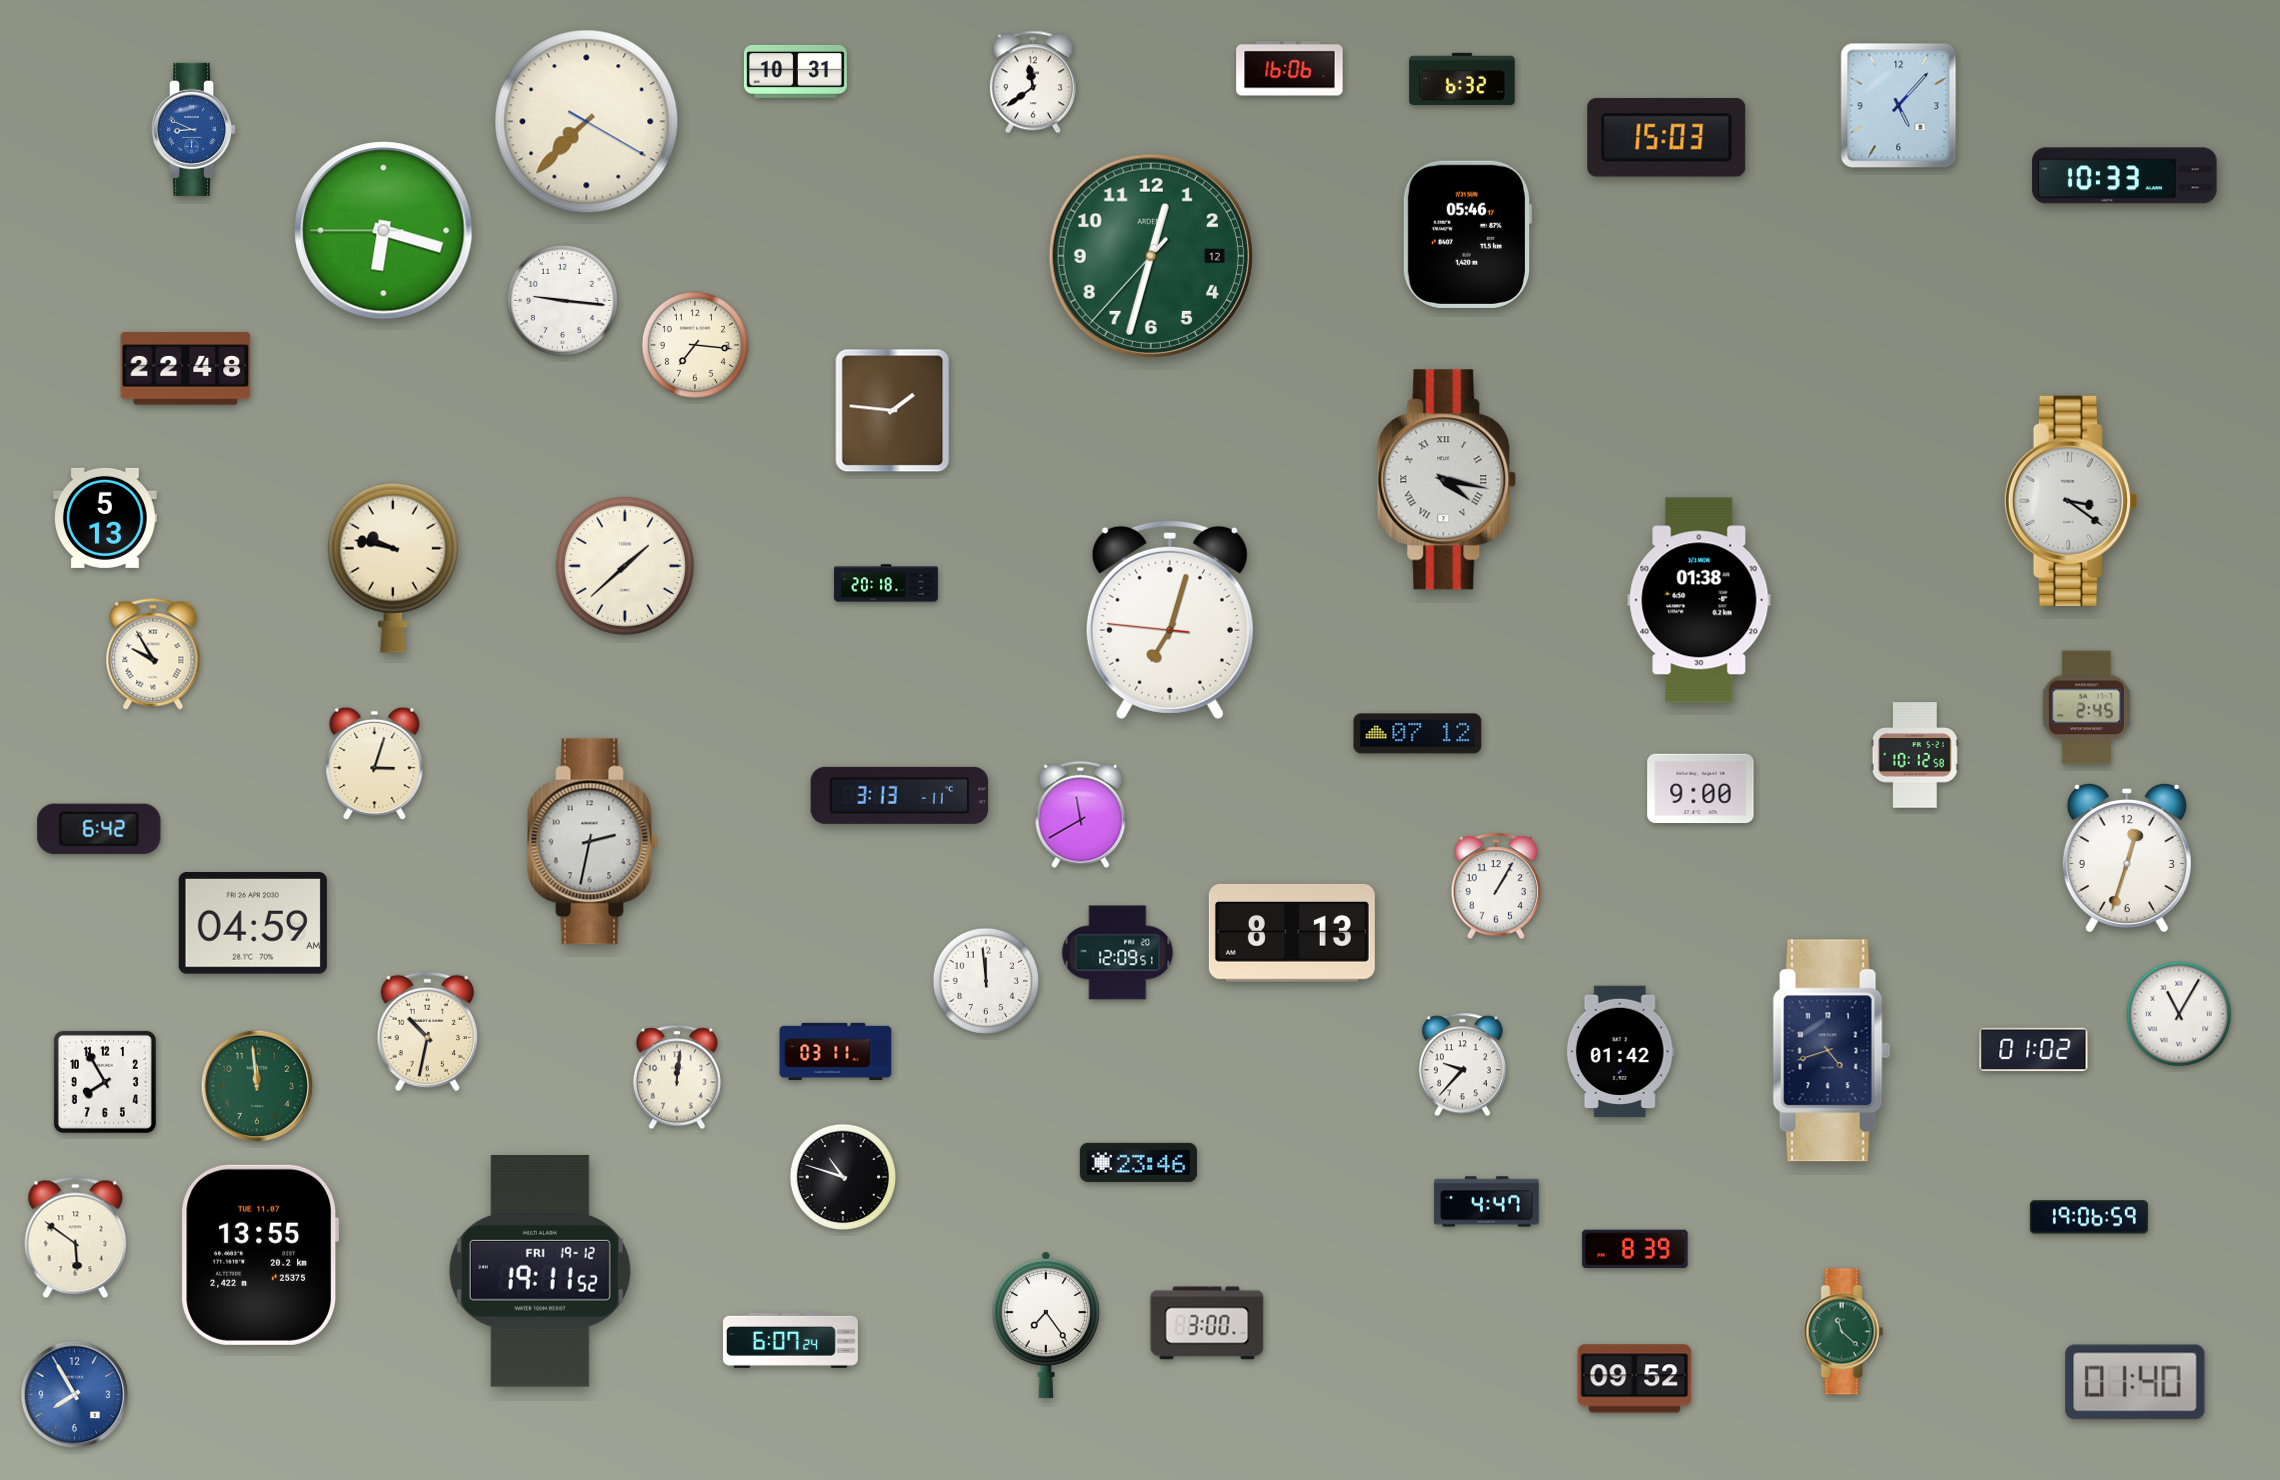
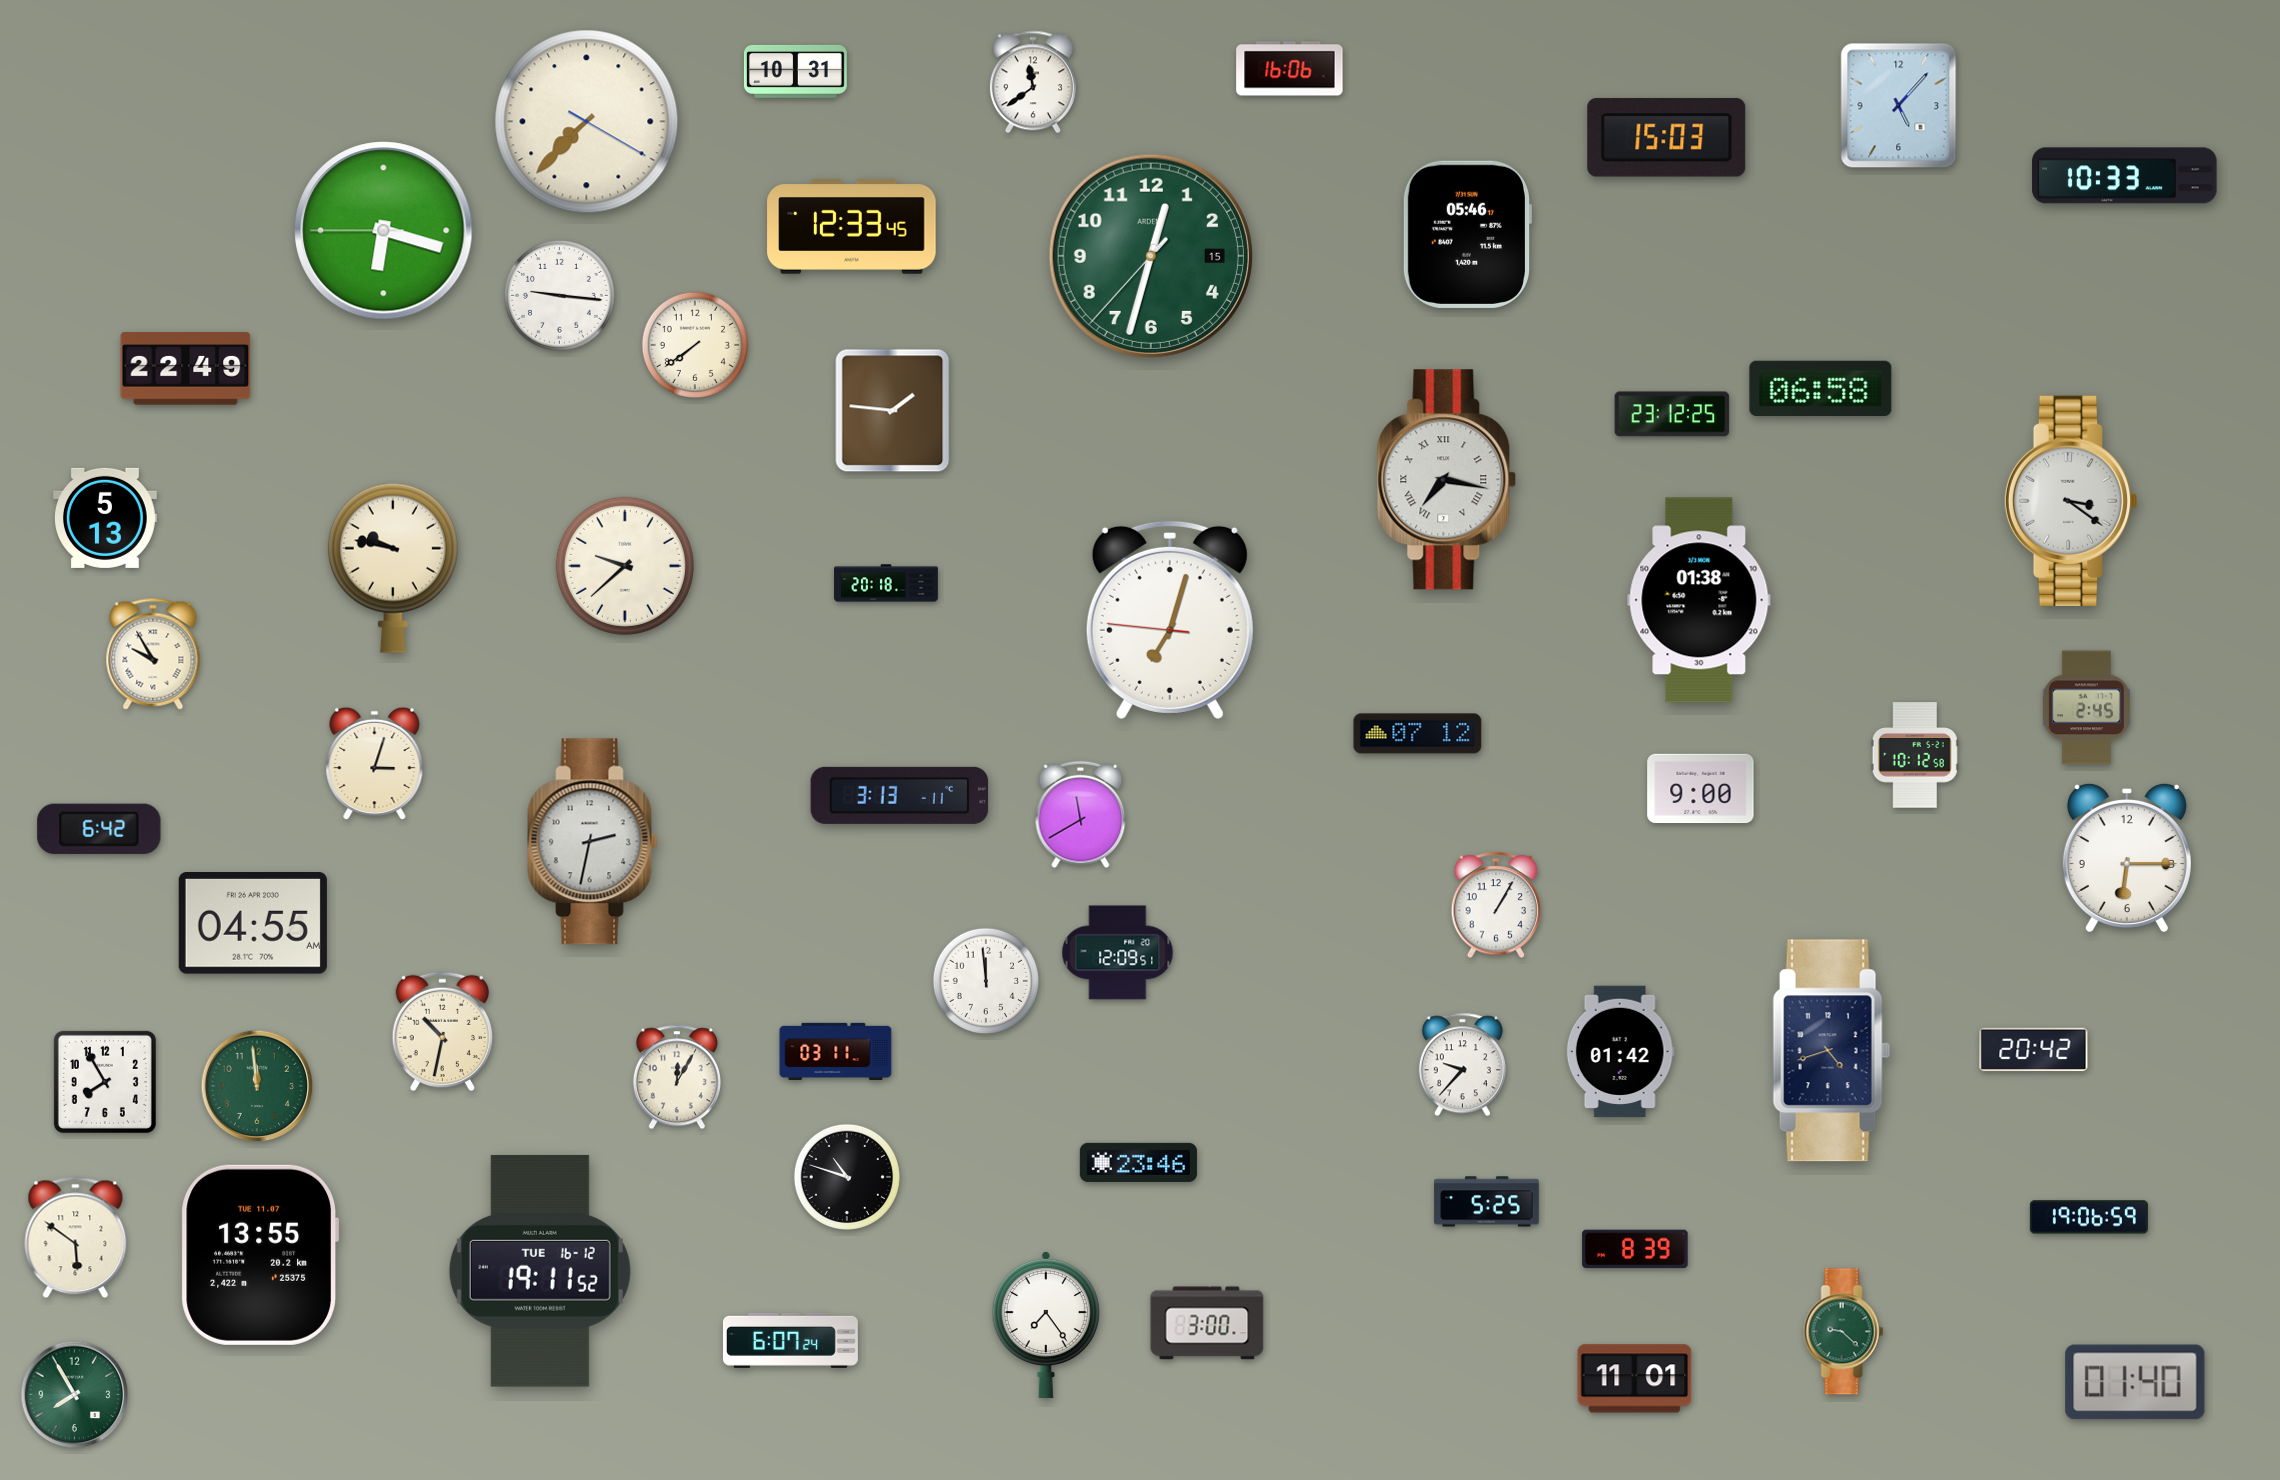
clock at (1462, 79): 6:32 -> none
clock at (194, 129): 8:49 -> none
clock at (852, 227): none -> 12:33
clock at (1151, 256) date: 12 -> 15
clock at (562, 300) position: (562, 300) -> (559, 295)
clock at (695, 345): 7:16 -> 7:39
clock at (186, 369): 22:48 -> 22:49
clock at (1821, 388): none -> 06:58
clock at (1672, 414): none -> 23:12
clock at (1447, 480): 4:17 -> 7:17
clock at (625, 566): 1:38 -> 9:38
clock at (2127, 857): 12:33 -> 6:15
clock at (1496, 887) position: (1496, 887) -> (1496, 906)
clock at (253, 924): 04:59 -> 04:55
clock at (1292, 933): 8:13 -> none
clock at (2179, 1014): 11:05 -> none
clock at (427, 1032) position: (427, 1032) -> (442, 1032)
clock at (2034, 1050): 01:02 -> 20:42
clock at (677, 1077): 12:01 -> 12:05
clock at (843, 1177) position: (843, 1177) -> (847, 1177)
clock at (1487, 1202): 4:47 -> 5:25
clock at (540, 1271) date: FRI 19-12 -> TUE 16-12
clock at (1844, 1332): 11:22 -> 9:22
clock at (1635, 1379): 09:52 -> 11:01
clock at (75, 1395) dial: blue -> green
